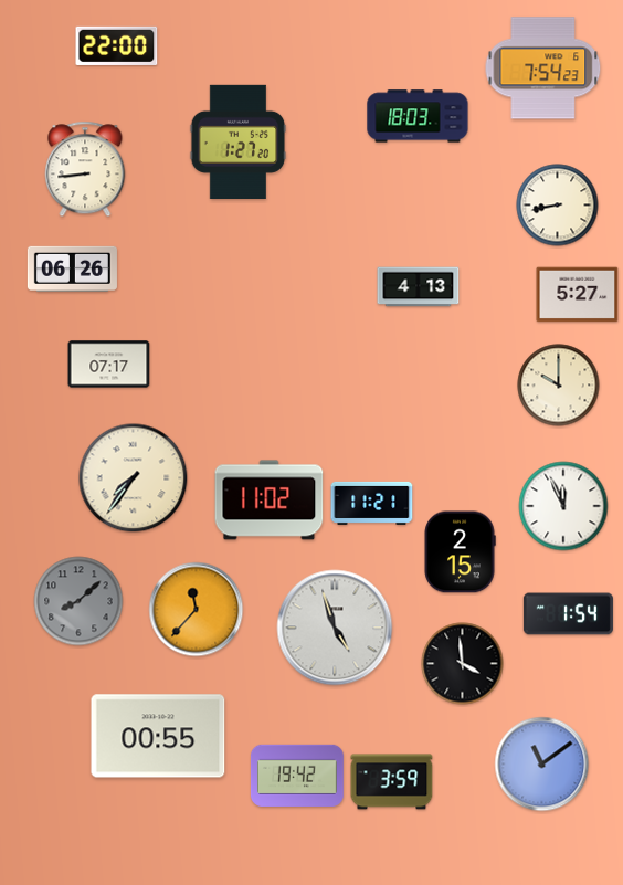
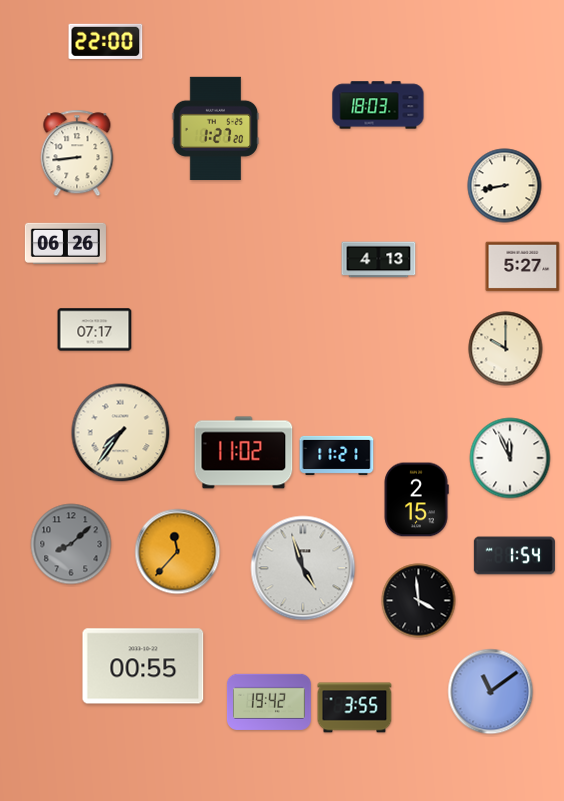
clock at (543, 69): 7:54 -> none
clock at (109, 365) position: (109, 365) -> (95, 330)
clock at (392, 782): 3:59 -> 3:55
